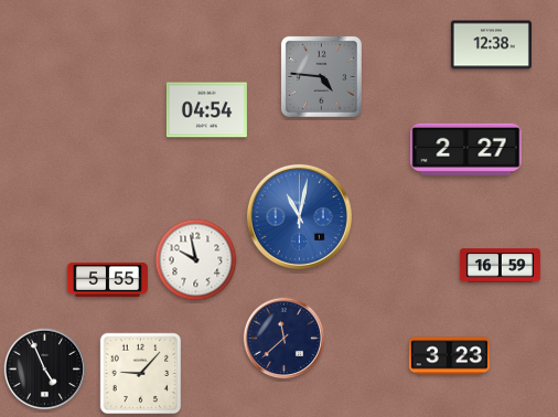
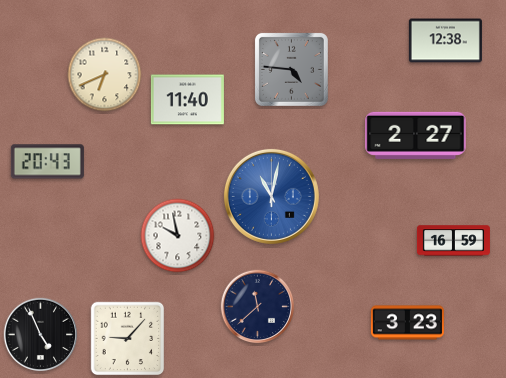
clock at (105, 75): none -> 6:41
clock at (206, 110): 04:54 -> 11:40
clock at (466, 149) position: (466, 149) -> (416, 135)
clock at (47, 162): none -> 20:43
clock at (107, 279): 5:55 -> none
